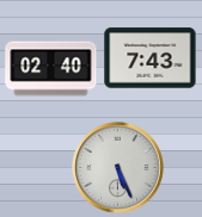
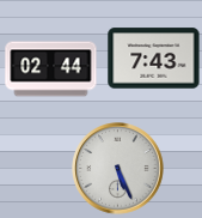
clock at (151, 58) position: (151, 58) -> (154, 59)
clock at (51, 69): 02:40 -> 02:44
